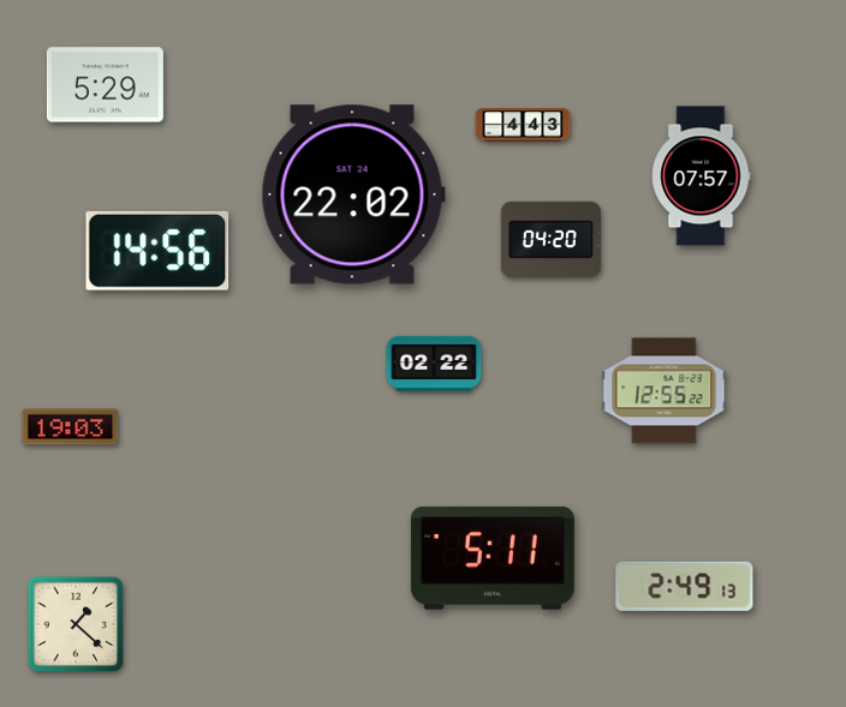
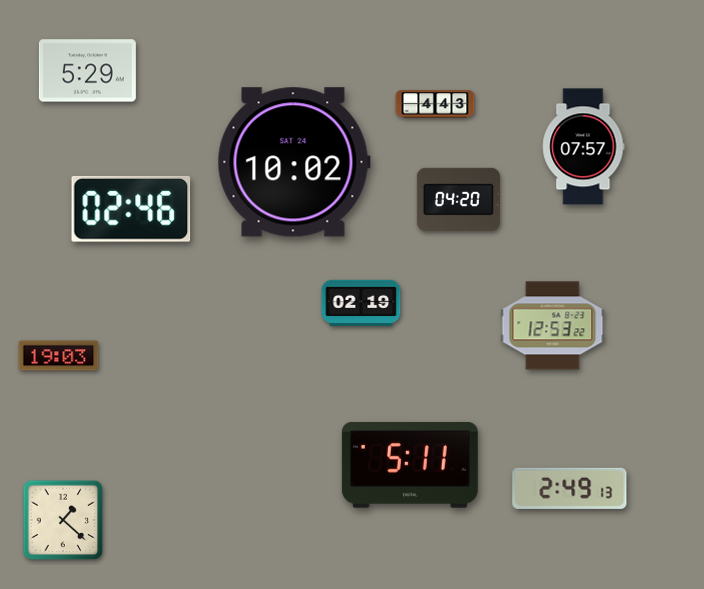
clock at (353, 194): 22:02 -> 10:02
clock at (157, 251): 14:56 -> 02:46
clock at (434, 364): 02:22 -> 02:19
clock at (665, 391): 12:55 -> 12:53
